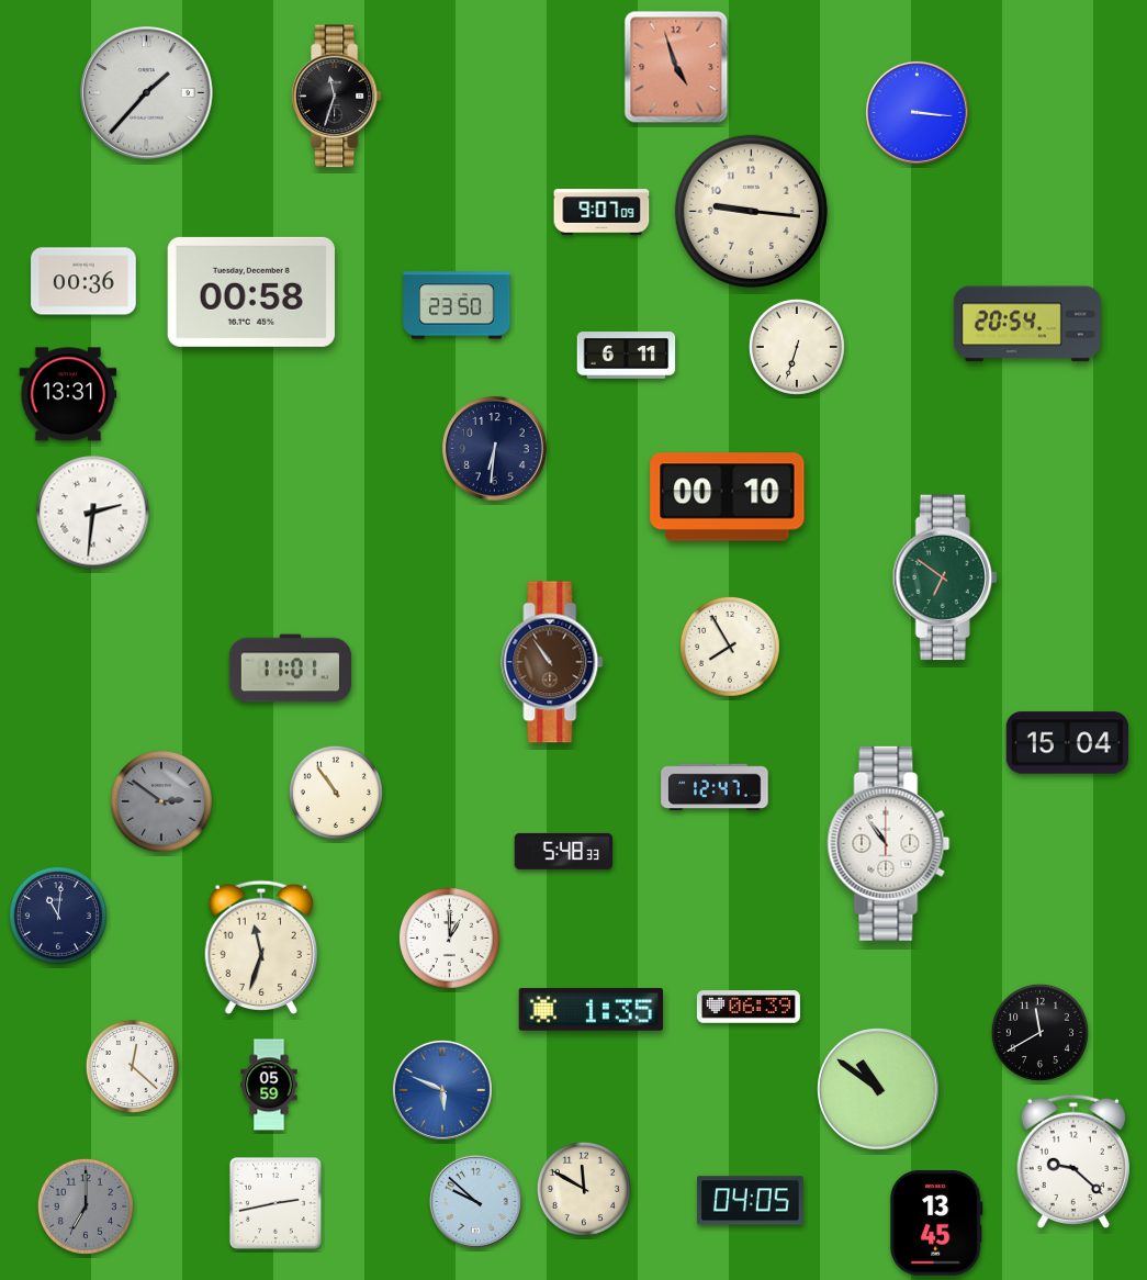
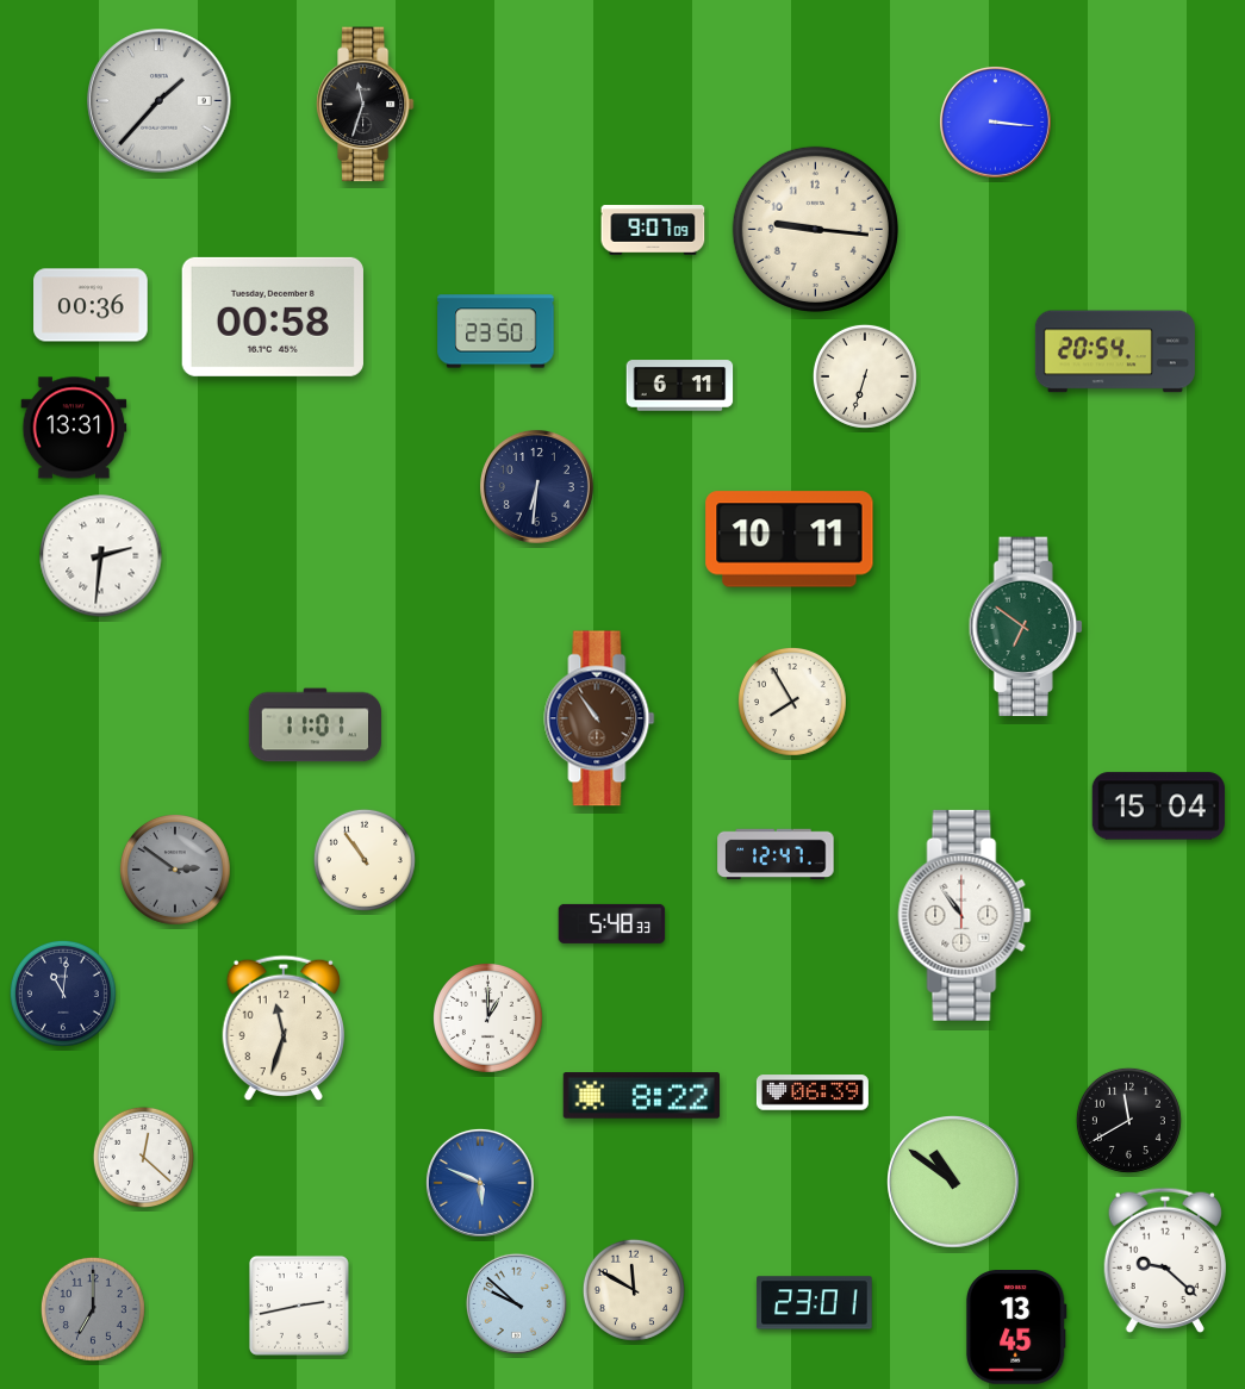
clock at (676, 67): 4:57 -> none
clock at (728, 497): 00:10 -> 10:11
clock at (592, 1010): 1:35 -> 8:22
clock at (269, 1085): 05:59 -> none
clock at (751, 1201): 04:05 -> 23:01
